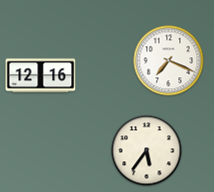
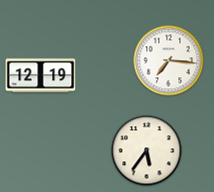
clock at (169, 61): 7:19 -> 7:16
clock at (41, 76): 12:16 -> 12:19
